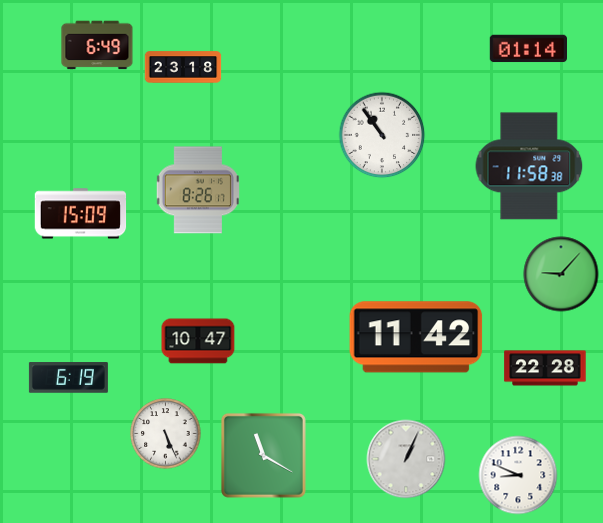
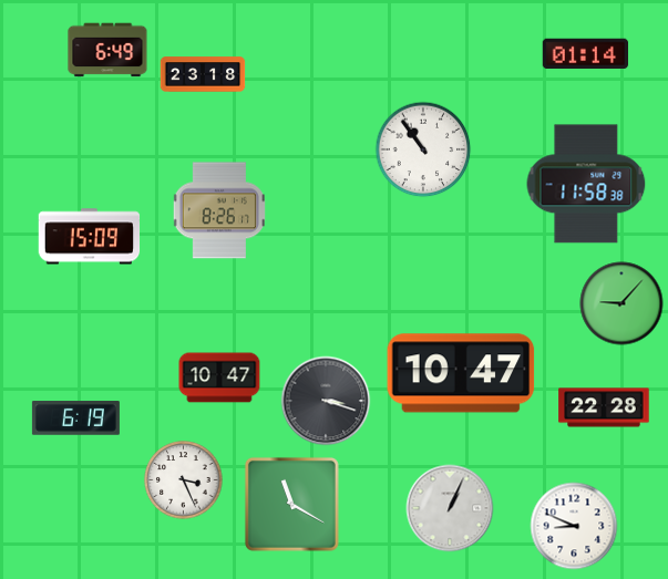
clock at (416, 337): 11:42 -> 10:47
clock at (326, 401): none -> 3:18
clock at (166, 434): 5:26 -> 3:26
